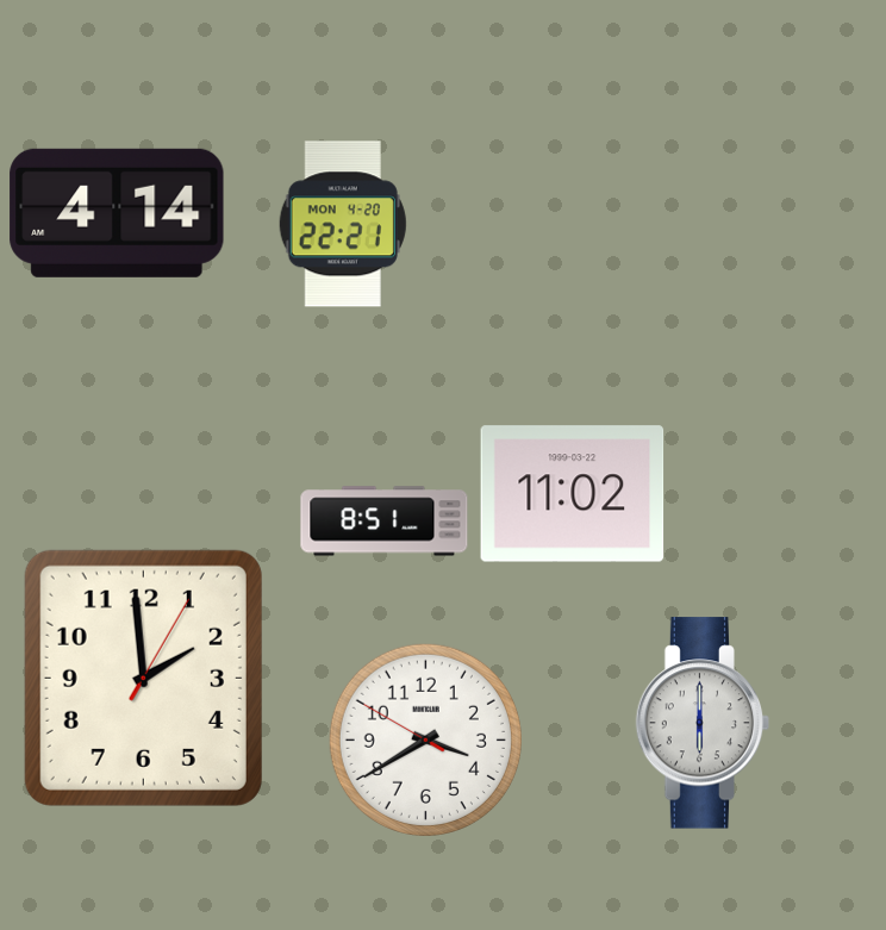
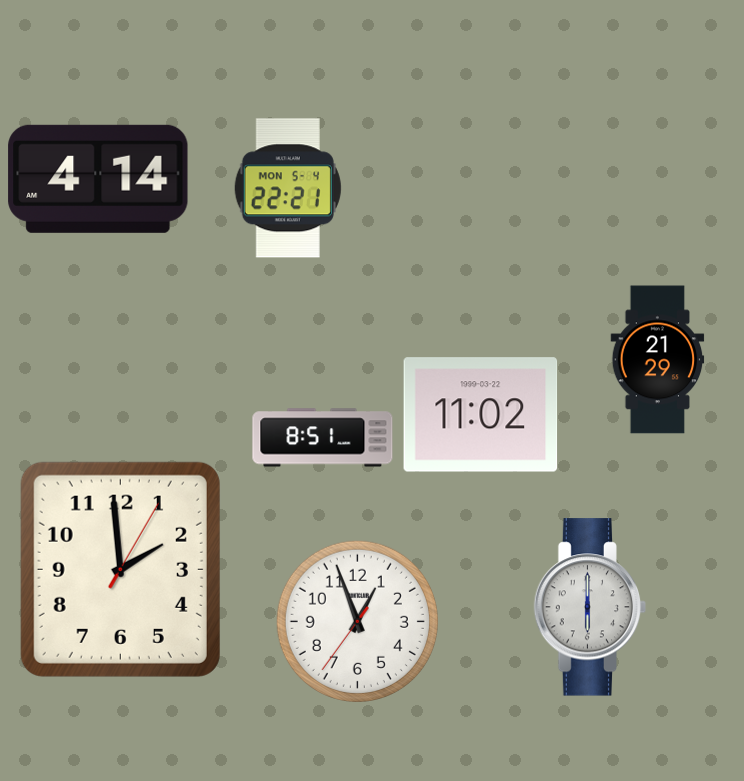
clock at (343, 224) date: MON 4-20 -> MON 5-4
clock at (658, 360): none -> 21:29
clock at (425, 739): 3:39 -> 12:56
